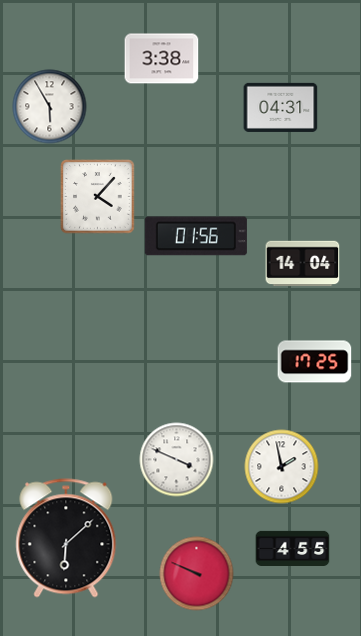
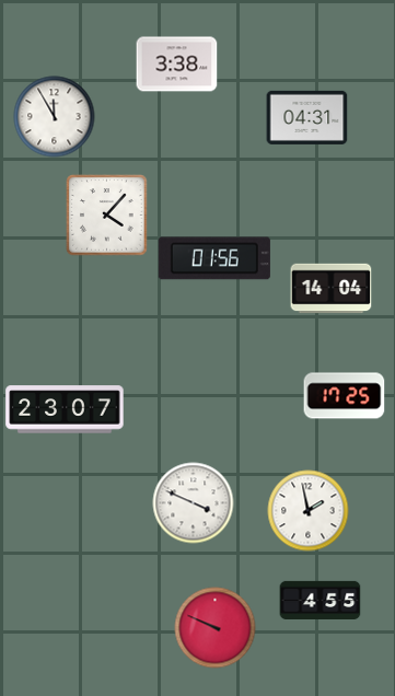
clock at (50, 107): 5:55 -> 11:55
clock at (65, 409): none -> 23:07
clock at (66, 538): 6:08 -> none
